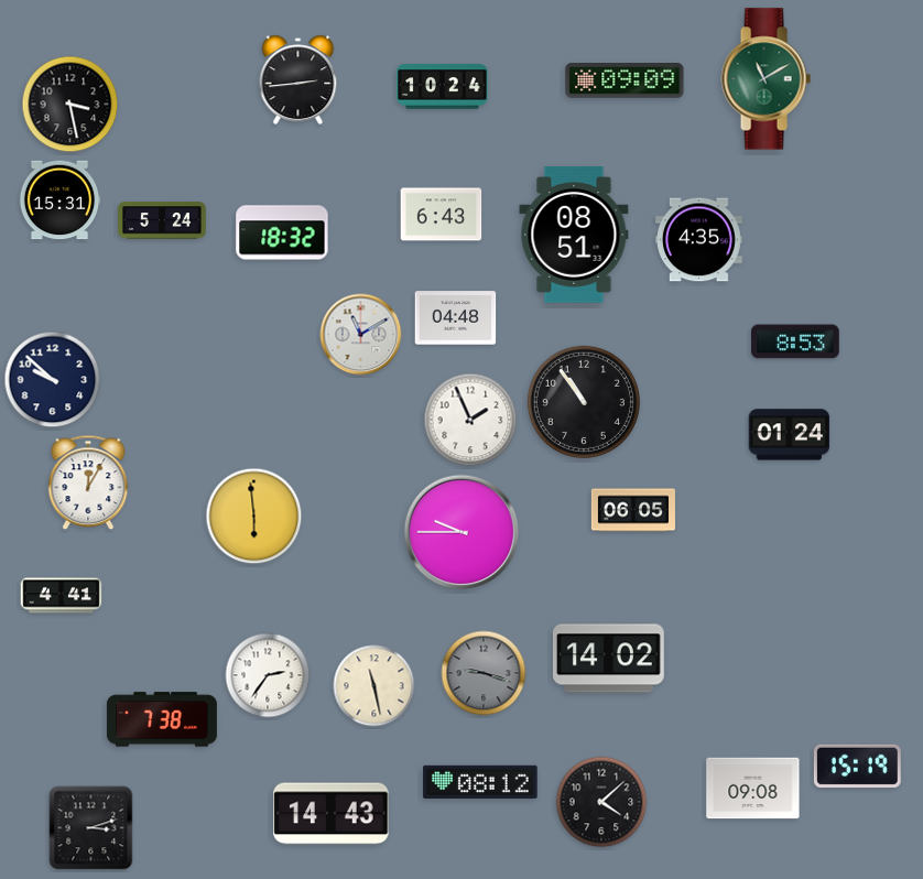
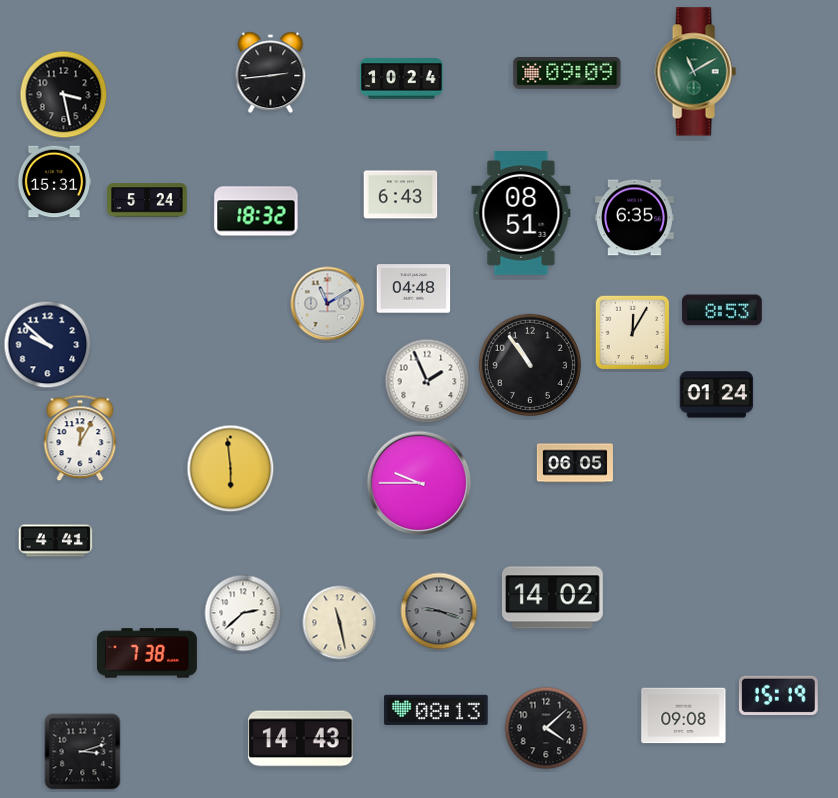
clock at (698, 240): 4:35 -> 6:35
clock at (633, 333): none -> 12:05
clock at (268, 675): 2:36 -> 2:38
clock at (480, 782): 08:12 -> 08:13
